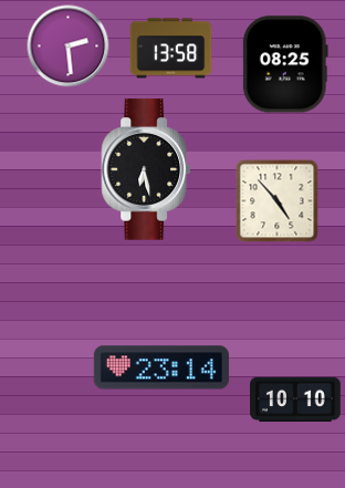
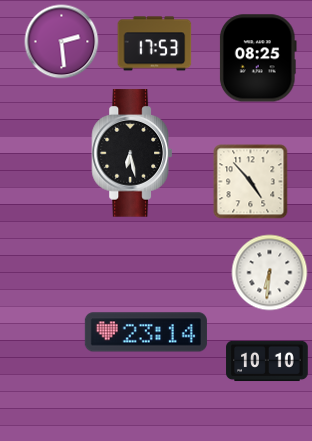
clock at (171, 49): 13:58 -> 17:53
clock at (270, 273): none -> 6:31
